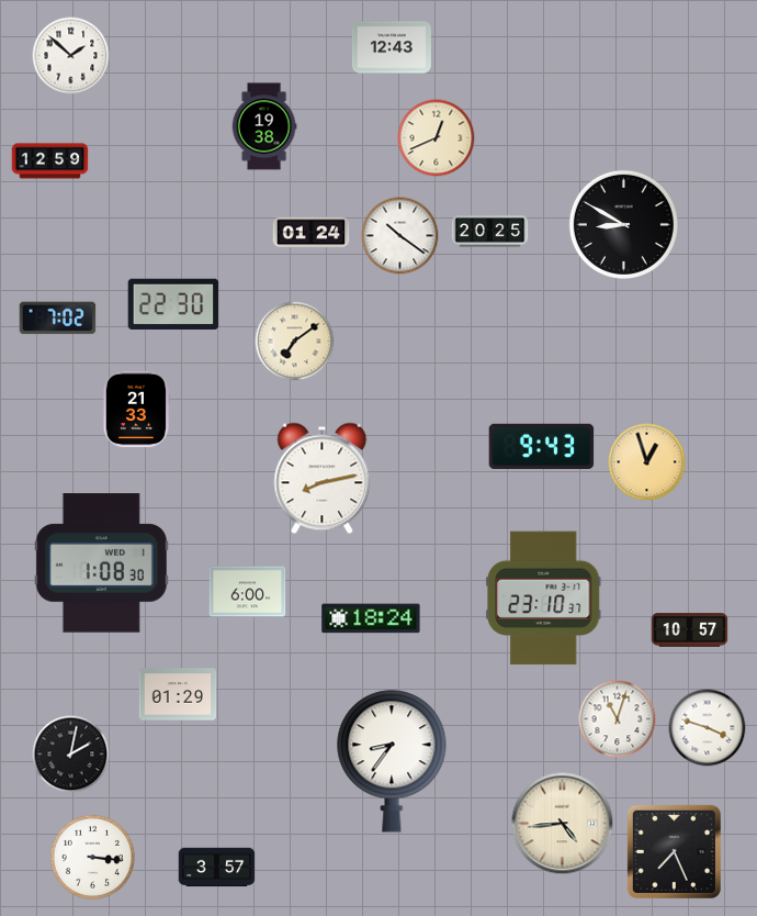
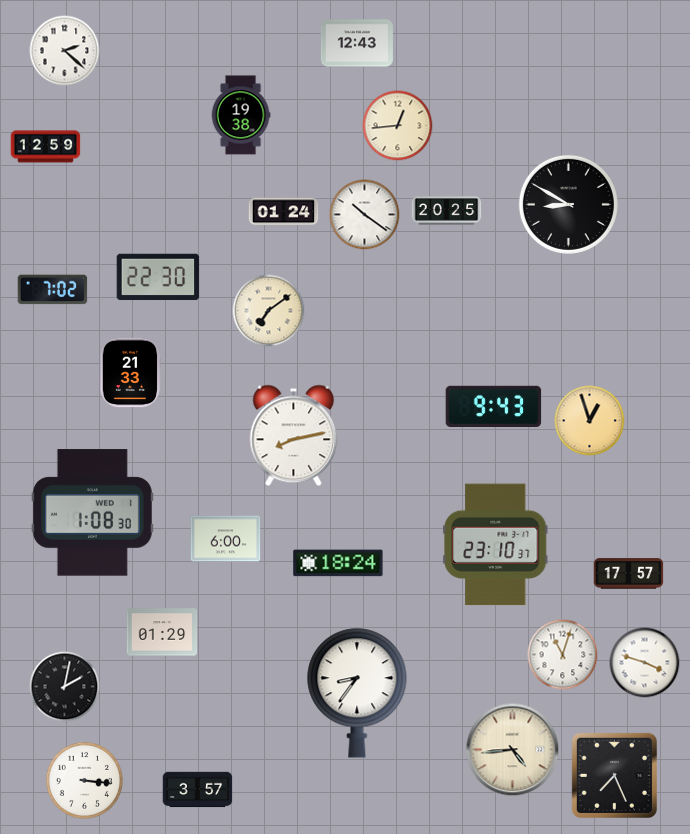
clock at (71, 56): 1:52 -> 2:22
clock at (437, 138): 12:41 -> 12:44
clock at (136, 410) position: (136, 410) -> (130, 373)
clock at (690, 630): 10:57 -> 17:57
